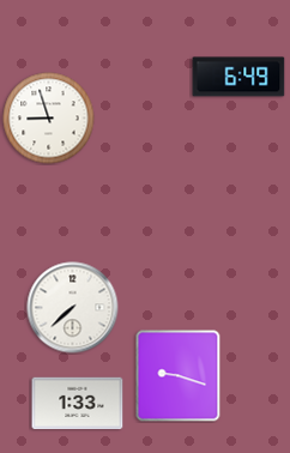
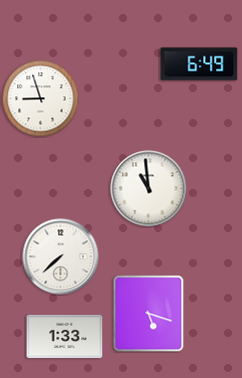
clock at (149, 189): none -> 10:59
clock at (179, 376): 9:18 -> 5:18
